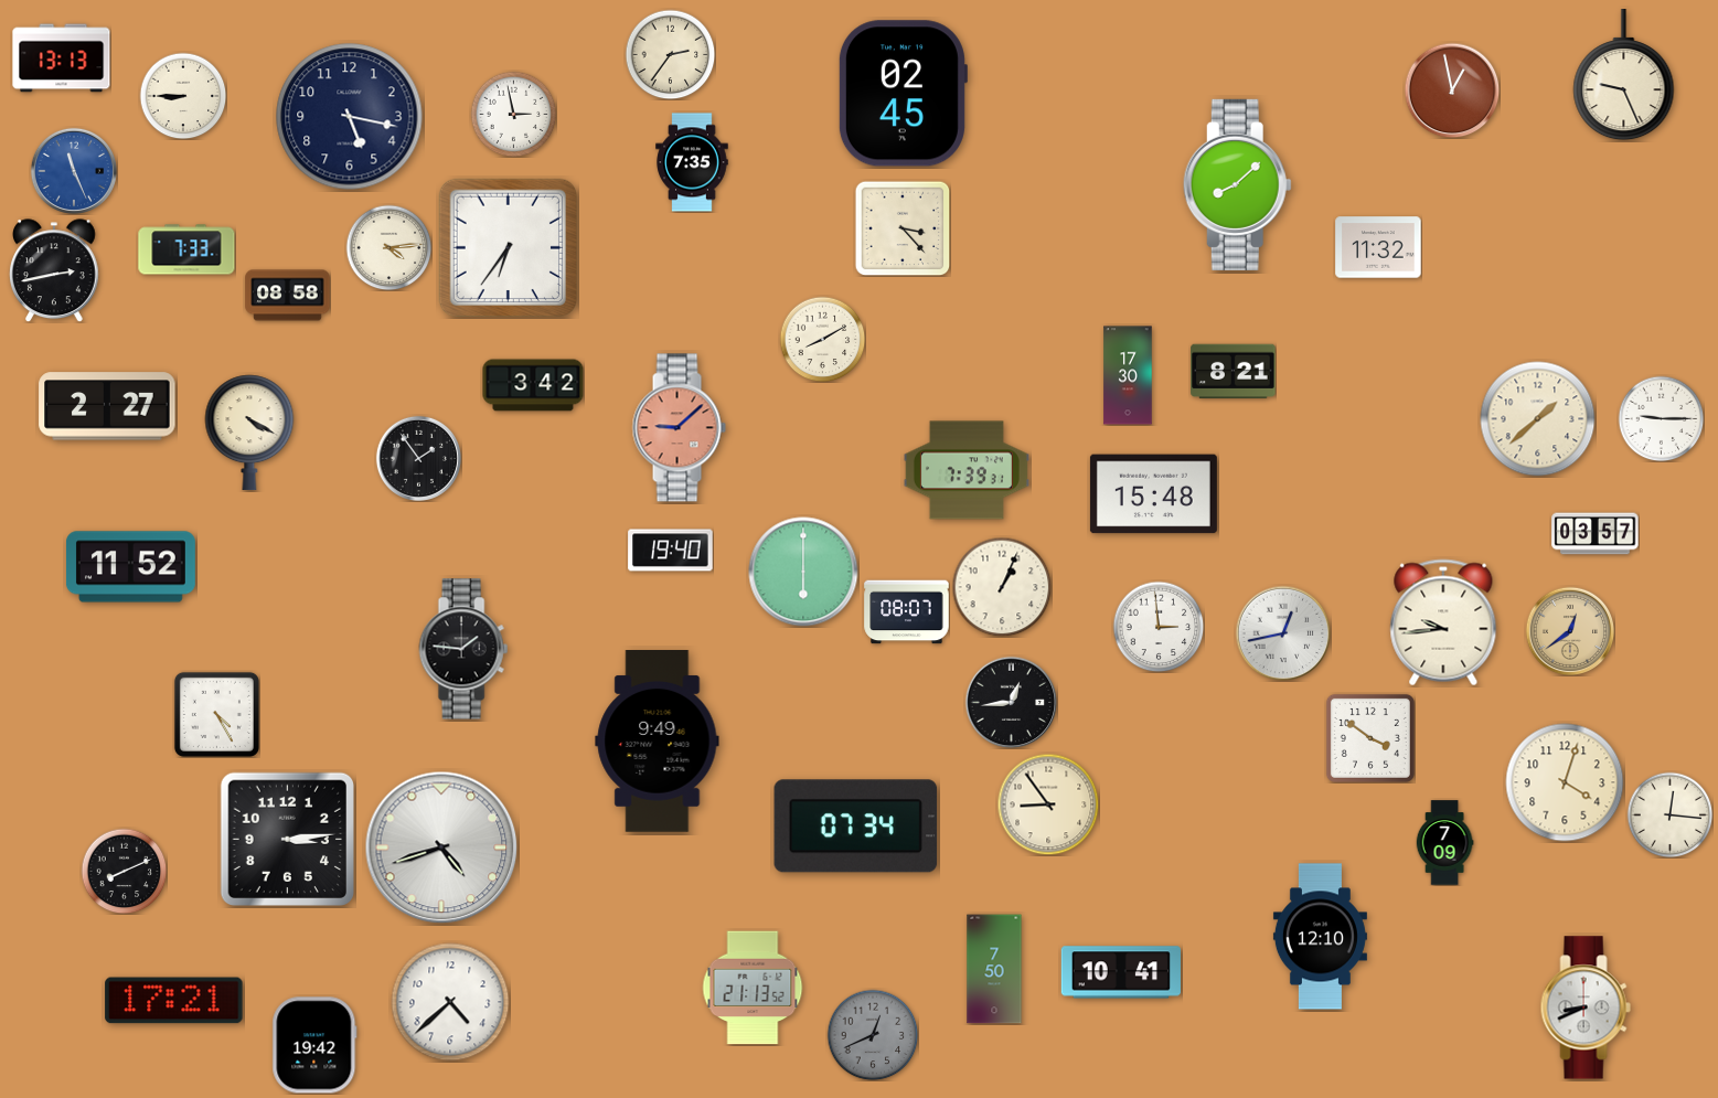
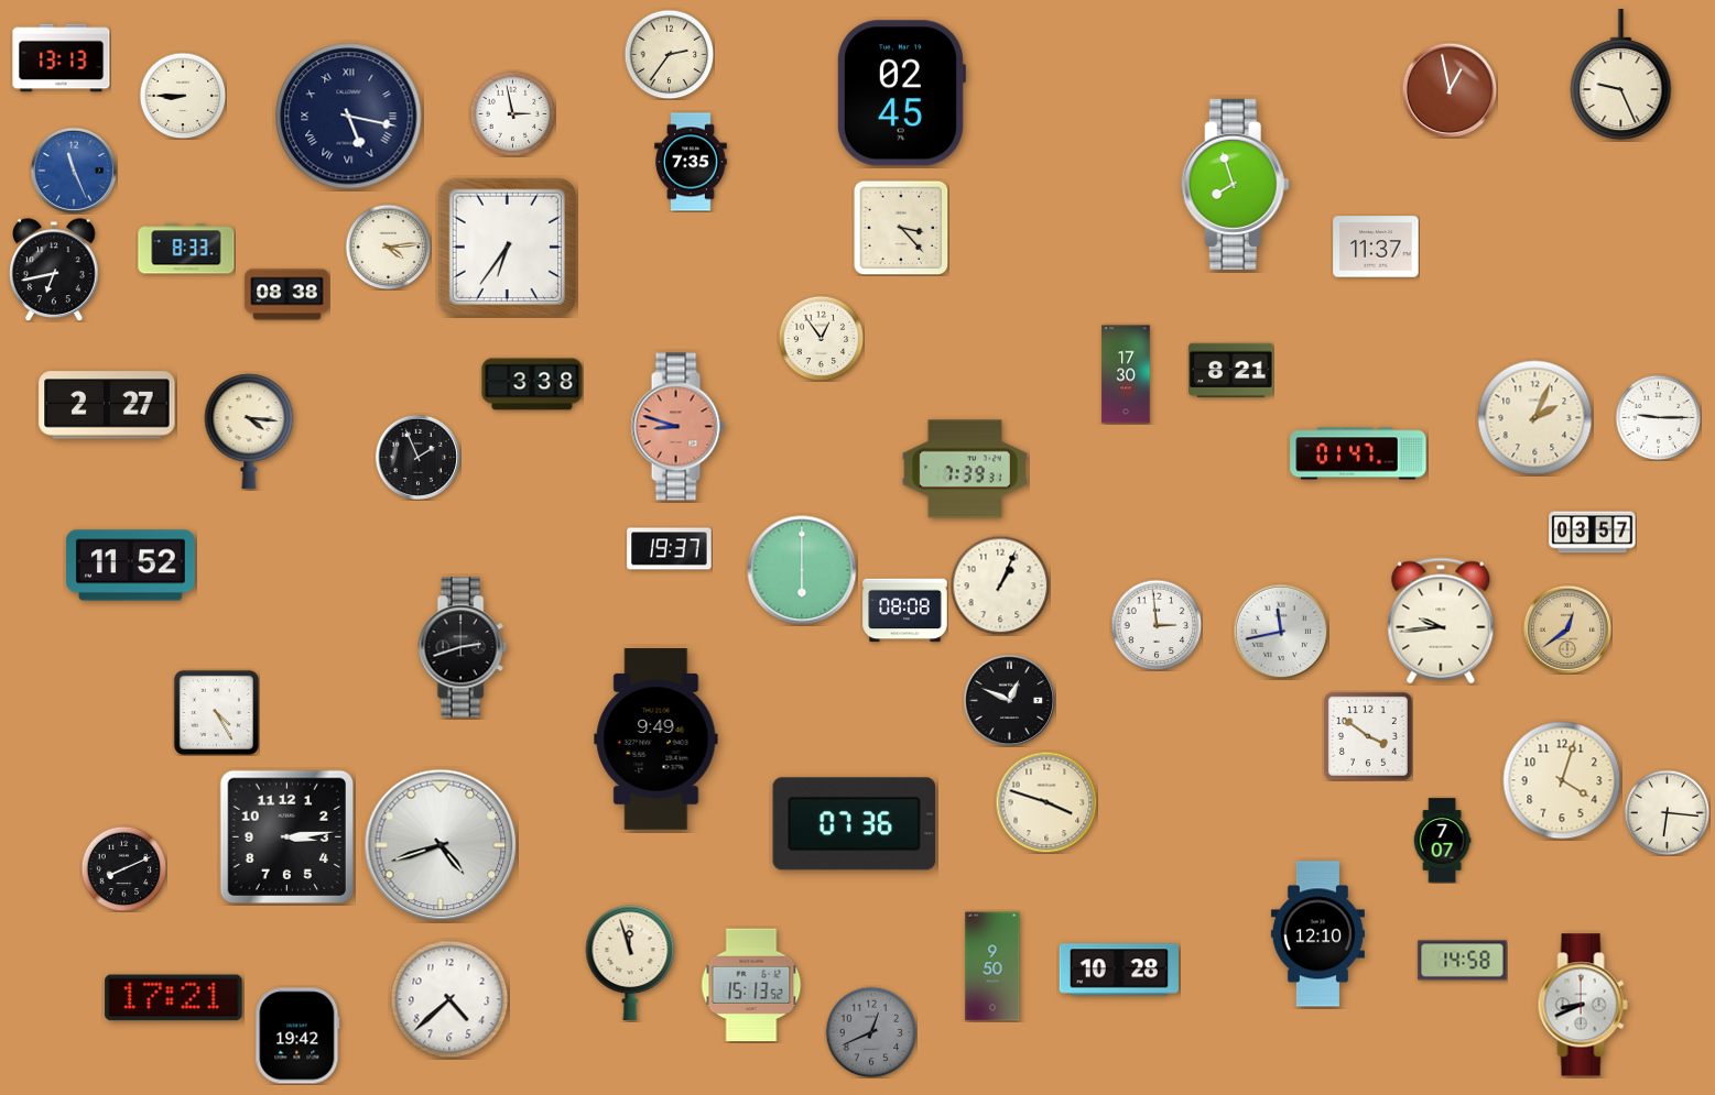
clock at (350, 117) numerals: Arabic -> Roman
clock at (1237, 184): 8:08 -> 7:57
clock at (1378, 247): 11:32 -> 11:37
clock at (186, 249): 7:33 -> 8:33
clock at (55, 270): 2:43 -> 6:43
clock at (288, 296): 08:58 -> 08:38
clock at (822, 339): 8:10 -> 12:54
clock at (533, 385): 3:42 -> 3:38
clock at (1538, 419): 1:38 -> 2:04
clock at (679, 428): 9:08 -> 8:48
clock at (249, 433): 4:20 -> 4:16
clock at (1358, 453): none -> 01:47
clock at (418, 458): 1:54 -> 1:56
clock at (1153, 494): 15:48 -> none
clock at (671, 551): 19:40 -> 19:37
clock at (907, 612): 08:07 -> 08:08
clock at (1283, 633): 12:43 -> 11:43
clock at (463, 649): 1:46 -> 2:42
clock at (1011, 702): 12:44 -> 12:49
clock at (1048, 804): 8:54 -> 3:48
clock at (1669, 814): 12:16 -> 6:16
clock at (856, 827): 07:34 -> 07:36
clock at (1444, 843): 7:09 -> 7:07
clock at (1463, 961): none -> 14:58
clock at (630, 963): none -> 11:57
clock at (994, 969): 7:50 -> 9:50
clock at (1121, 972): 10:41 -> 10:28
clock at (753, 988): 21:13 -> 15:13
clock at (314, 1045) position: (314, 1045) -> (297, 1036)
